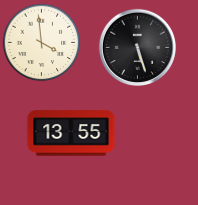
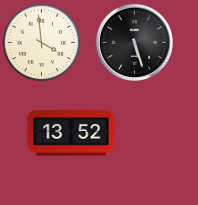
clock at (137, 47) position: (137, 47) -> (134, 42)
clock at (71, 133): 13:55 -> 13:52
